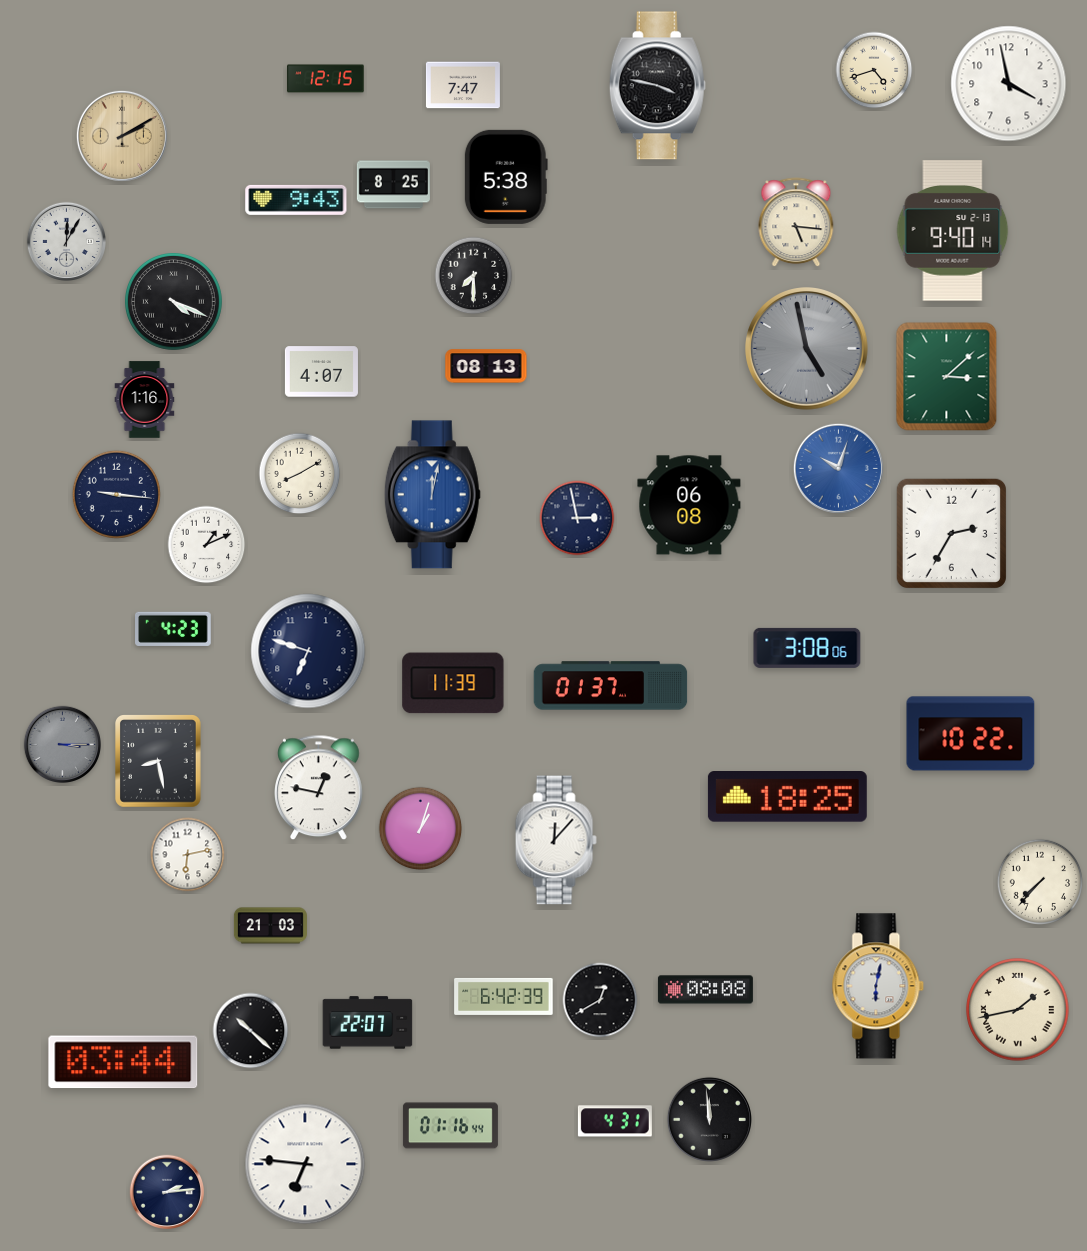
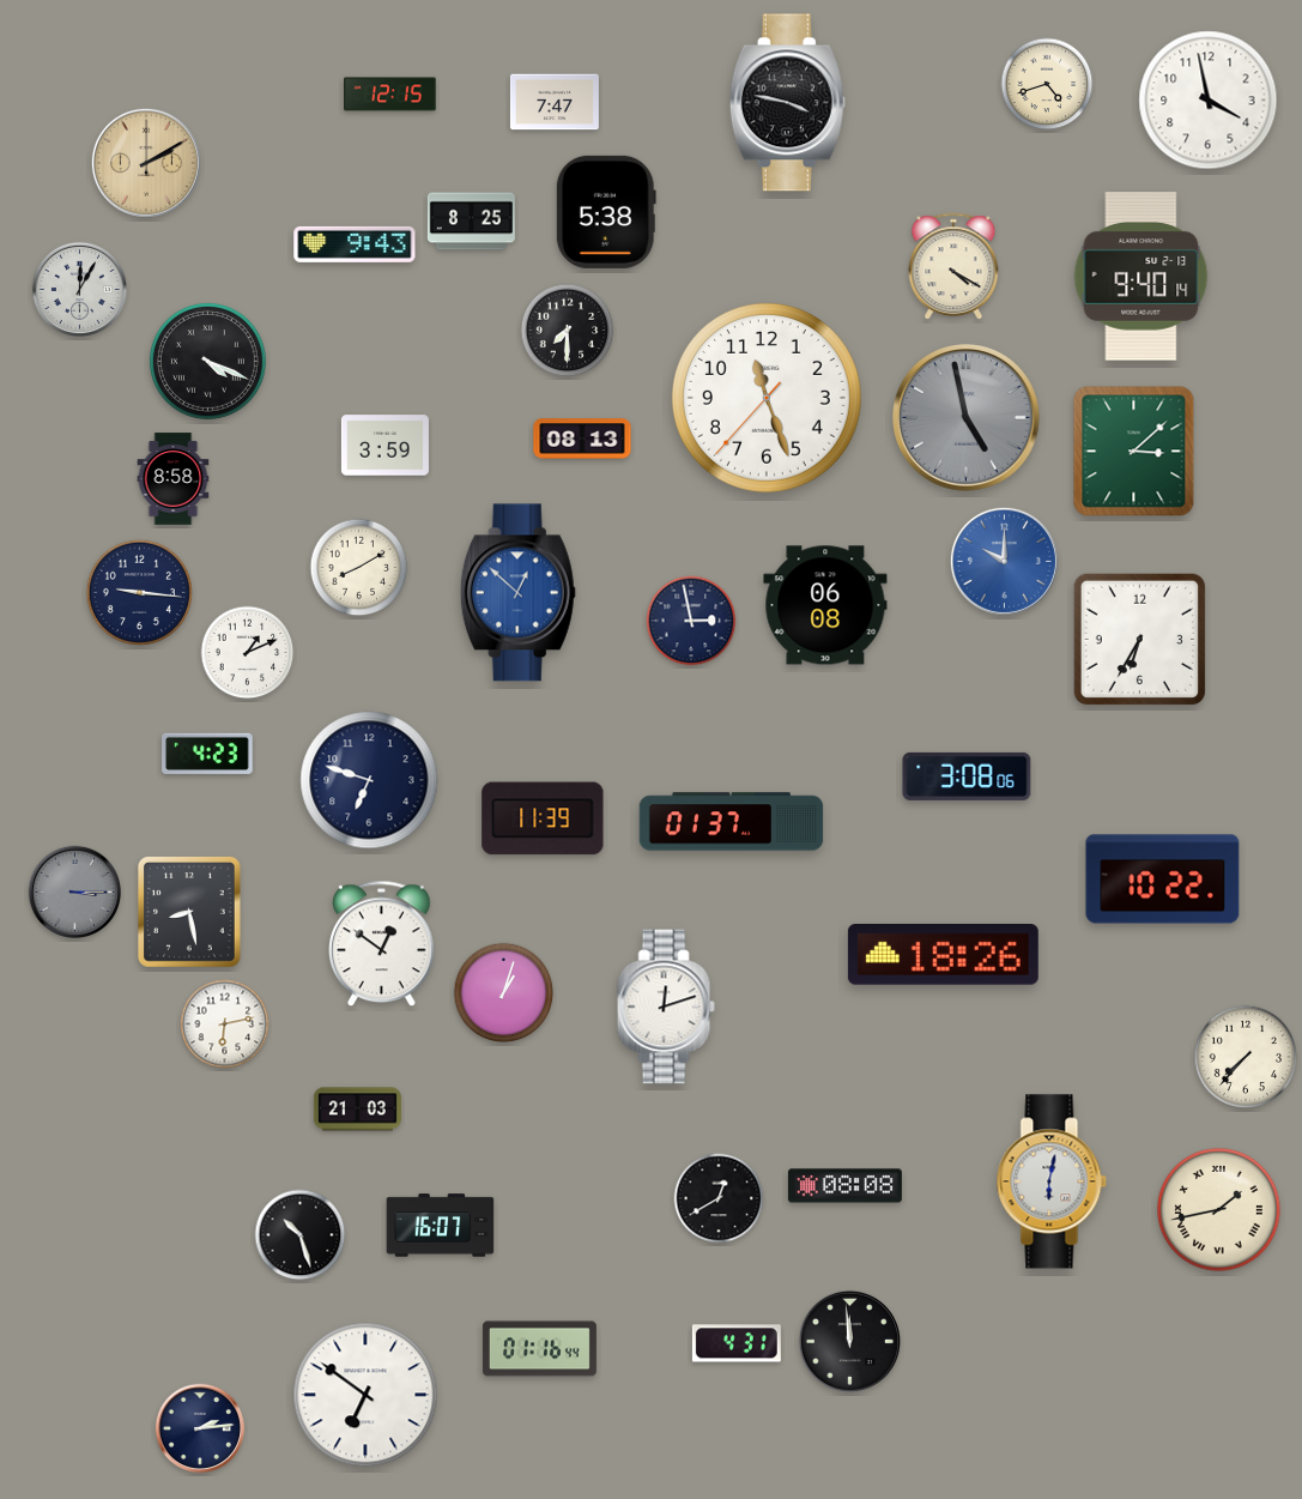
clock at (296, 200) position: (296, 200) -> (355, 244)
clock at (796, 223): 5:16 -> 4:20
clock at (767, 398): none -> 11:26
clock at (321, 372): 4:07 -> 3:59
clock at (145, 400): 1:16 -> 8:58
clock at (838, 468): 10:03 -> 10:00
clock at (432, 495): 12:02 -> 12:52
clock at (951, 533): 2:35 -> 6:35
clock at (319, 788): 12:47 -> 12:51
clock at (787, 797): 18:25 -> 18:26
clock at (556, 840): 12:07 -> 12:12
clock at (270, 926) position: (270, 926) -> (357, 1110)
clock at (504, 996): 6:42 -> none
clock at (368, 1023): 22:07 -> 16:07
clock at (251, 1031): 10:22 -> 10:27
clock at (123, 1062): 03:44 -> none
clock at (305, 1164): 6:46 -> 6:51
